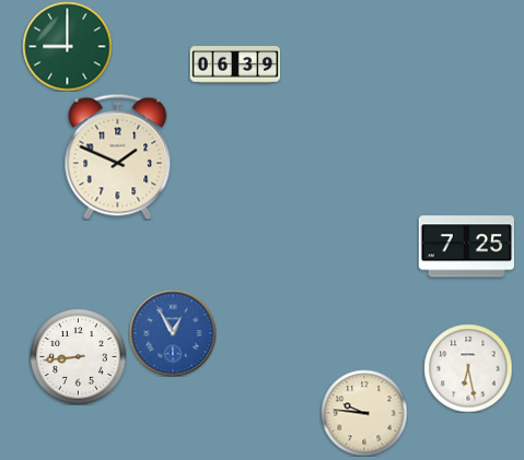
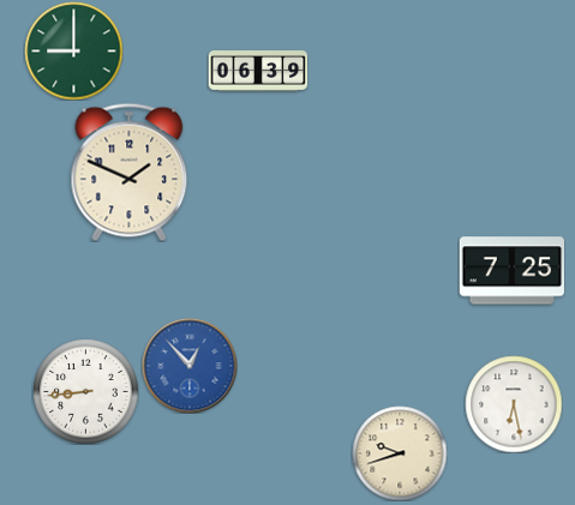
clock at (173, 333): 12:55 -> 12:53
clock at (364, 413): 9:46 -> 9:42
